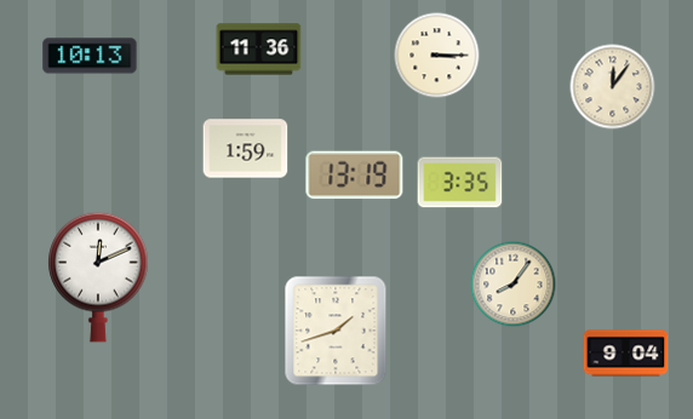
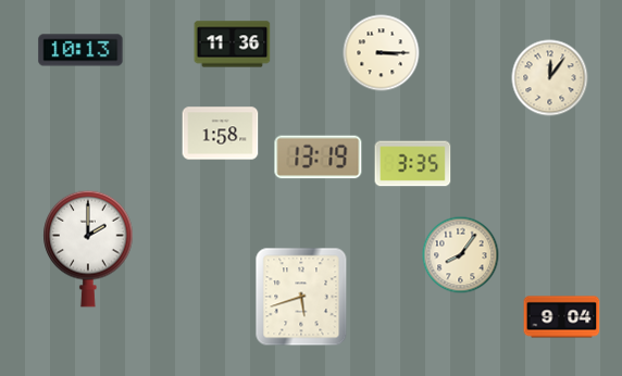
clock at (437, 56) position: (437, 56) -> (382, 53)
clock at (246, 149): 1:59 -> 1:58
clock at (98, 277): 12:11 -> 2:00
clock at (336, 331): 1:42 -> 5:42
